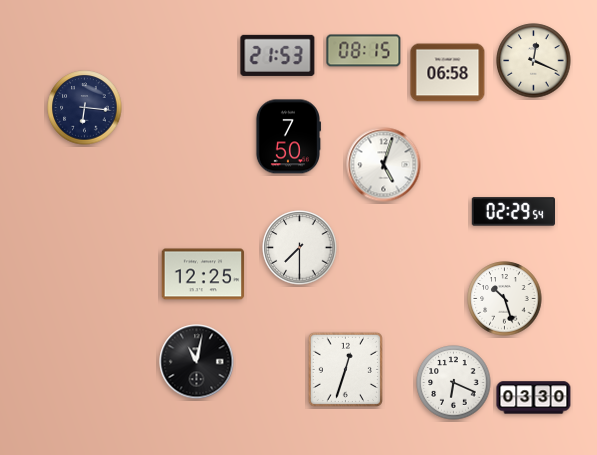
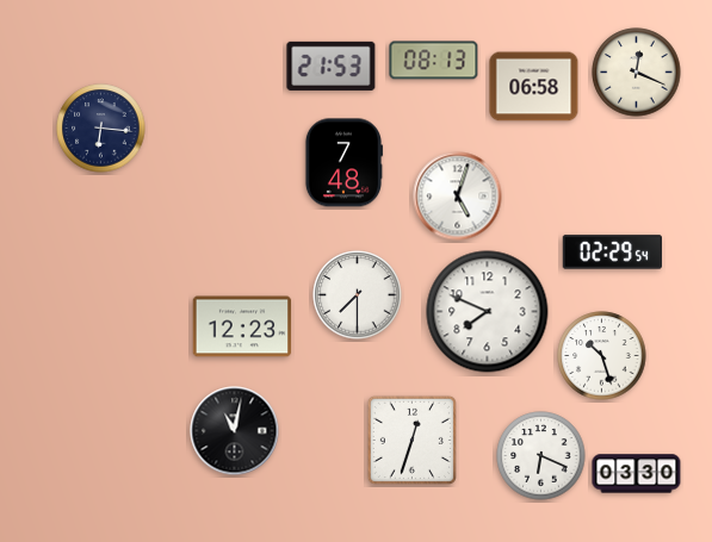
clock at (364, 51): 08:15 -> 08:13
clock at (287, 137): 7:50 -> 7:48
clock at (488, 312): none -> 7:49
clock at (203, 274): 12:25 -> 12:23
